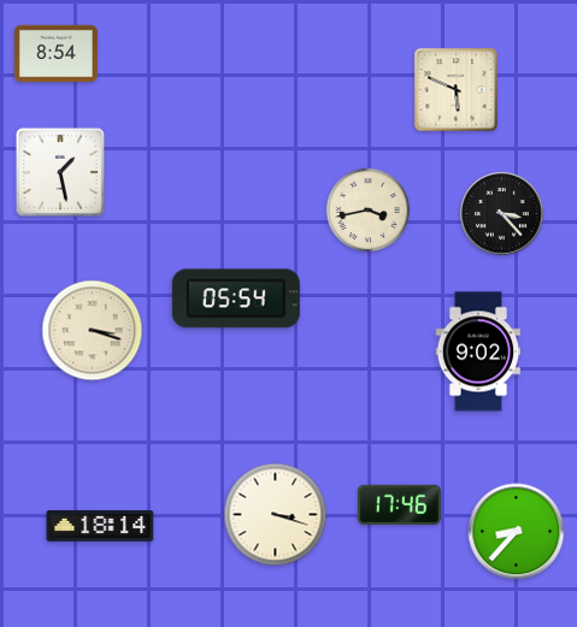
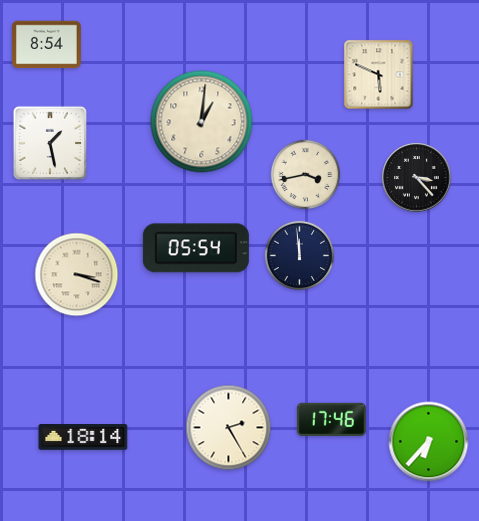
clock at (202, 122): none -> 1:01
clock at (300, 256): none -> 11:59
clock at (477, 351): 9:02 -> none
clock at (276, 515): 3:18 -> 2:25
clock at (517, 532): 8:37 -> 6:37
